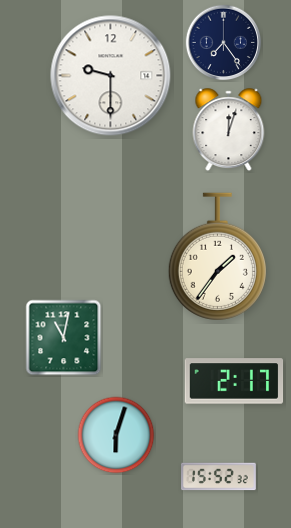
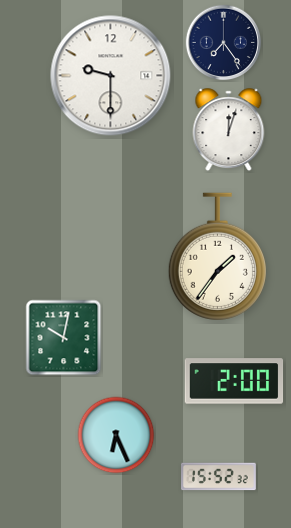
clock at (64, 338): 11:02 -> 10:02
clock at (234, 381): 2:17 -> 2:00
clock at (116, 435): 6:03 -> 6:26
